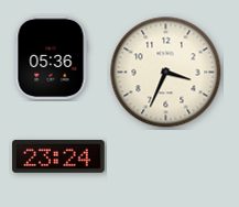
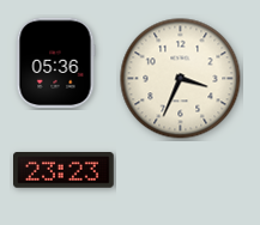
clock at (59, 157): 23:24 -> 23:23
